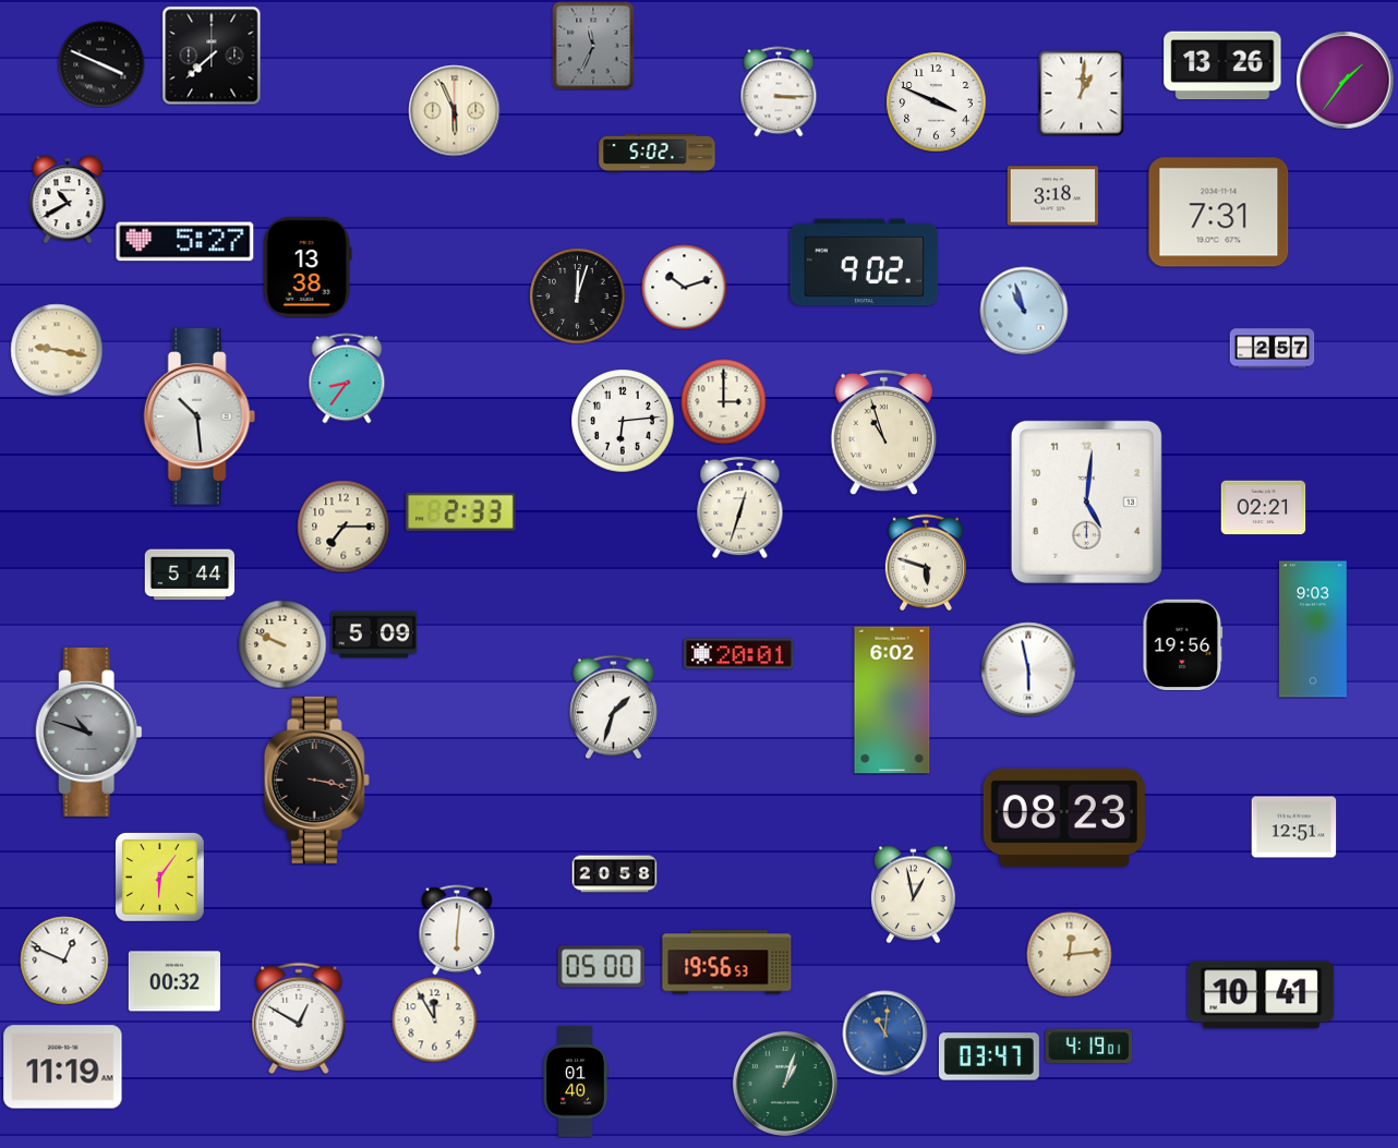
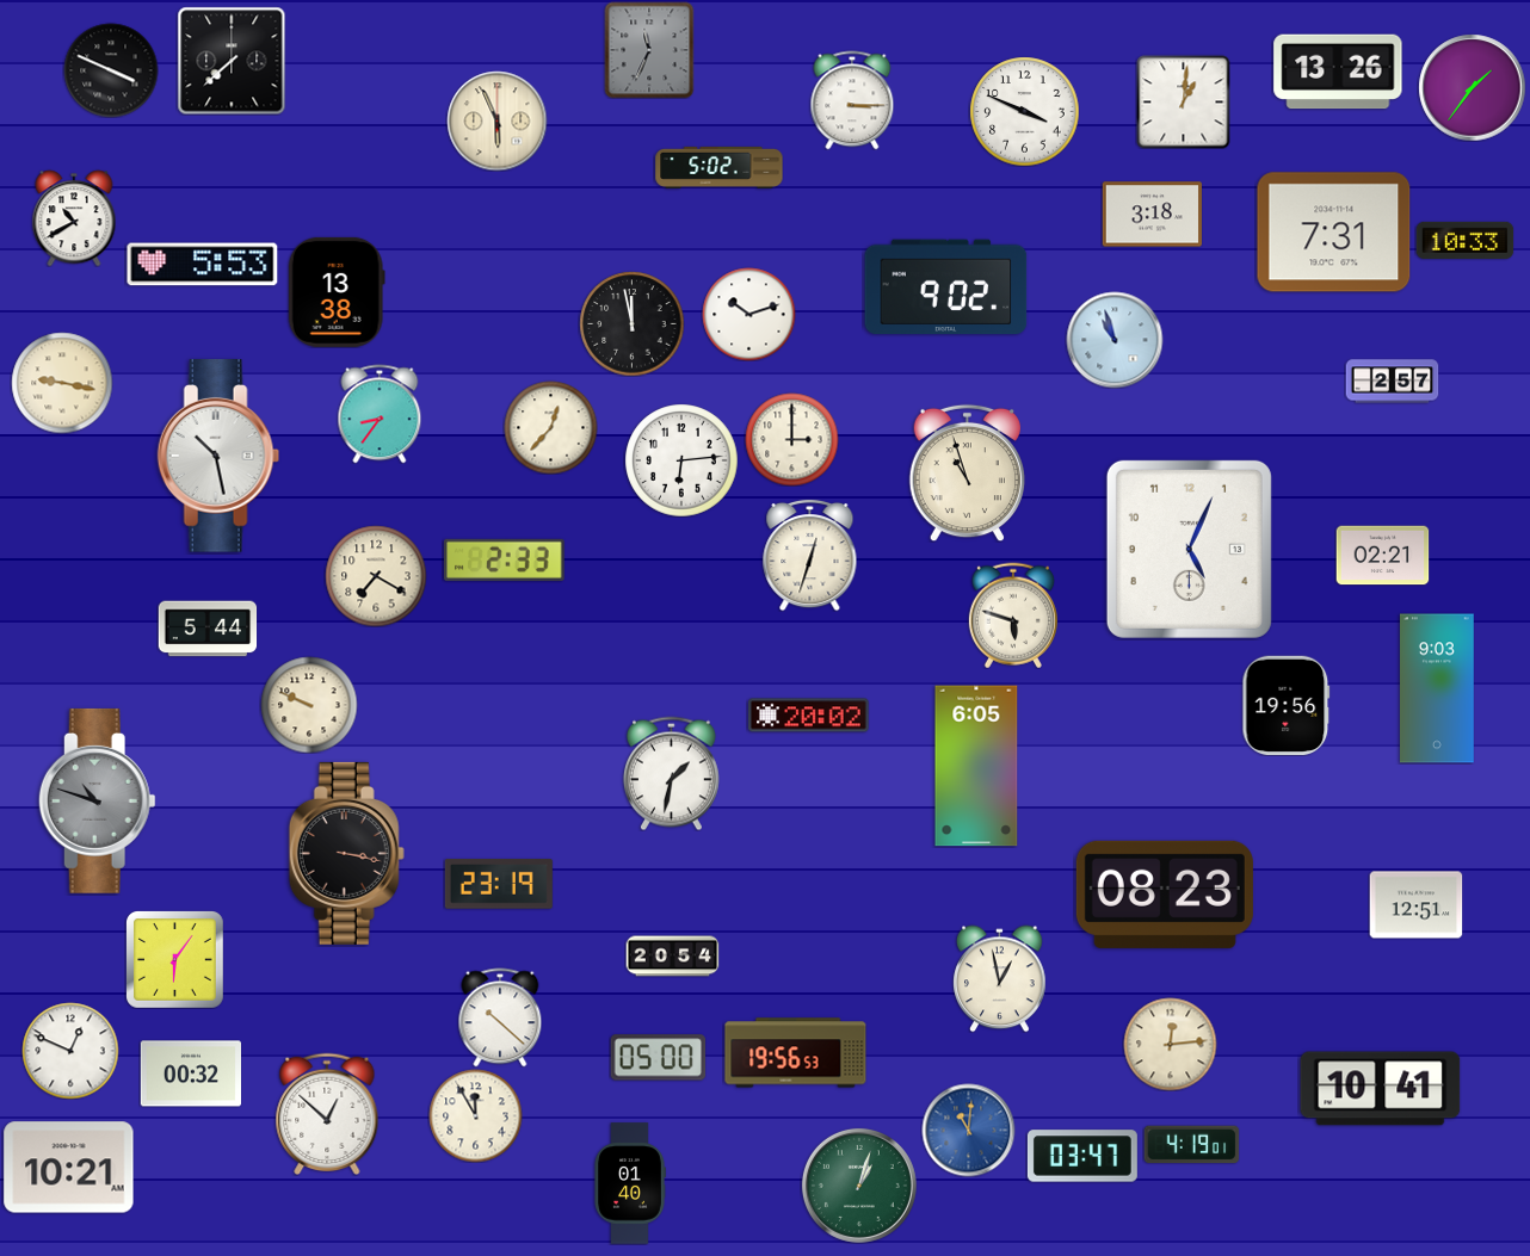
clock at (1464, 240): none -> 10:33
clock at (185, 242): 5:27 -> 5:53
clock at (577, 295): 12:03 -> 11:58
clock at (1024, 311) position: (1024, 311) -> (1115, 340)
clock at (550, 427): none -> 12:37
clock at (200, 416): 10:29 -> 10:28
clock at (1086, 502): 5:01 -> 5:04
clock at (344, 527): 7:15 -> 7:20
clock at (374, 635): 5:09 -> none
clock at (1183, 644) position: (1183, 644) -> (1287, 705)
clock at (739, 654): 20:01 -> 20:02
clock at (1028, 669): 5:58 -> none
clock at (892, 700): 6:02 -> 6:05
clock at (613, 706): 1:33 -> 1:32
clock at (499, 885): none -> 23:19
clock at (614, 874): 20:58 -> 20:54
clock at (457, 930): 6:01 -> 10:22
clock at (299, 1017): 12:50 -> 12:52
clock at (63, 1067): 11:19 -> 10:21
